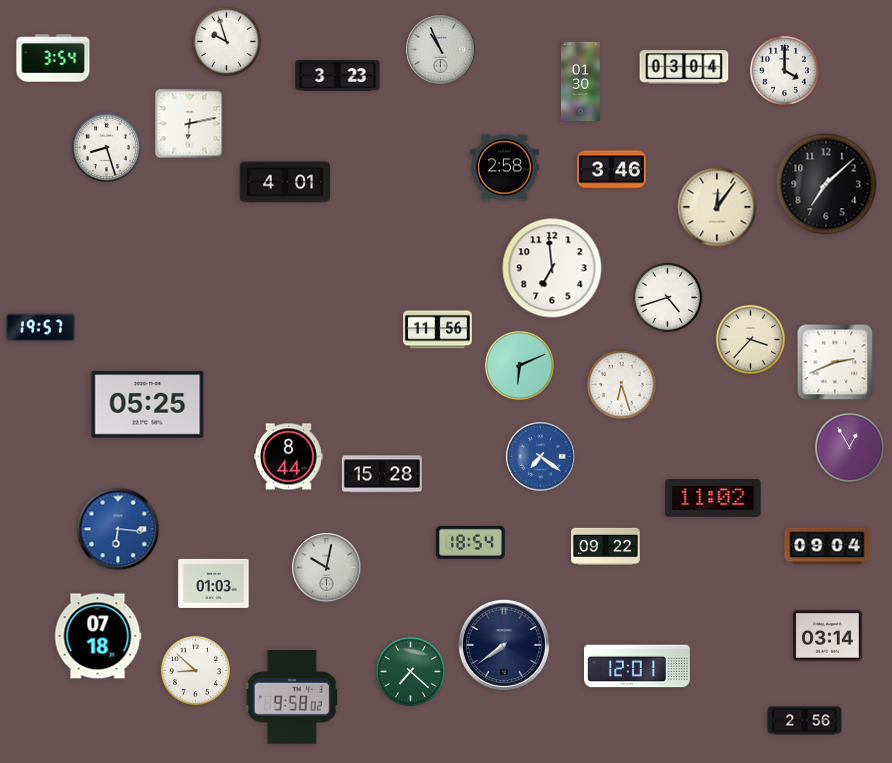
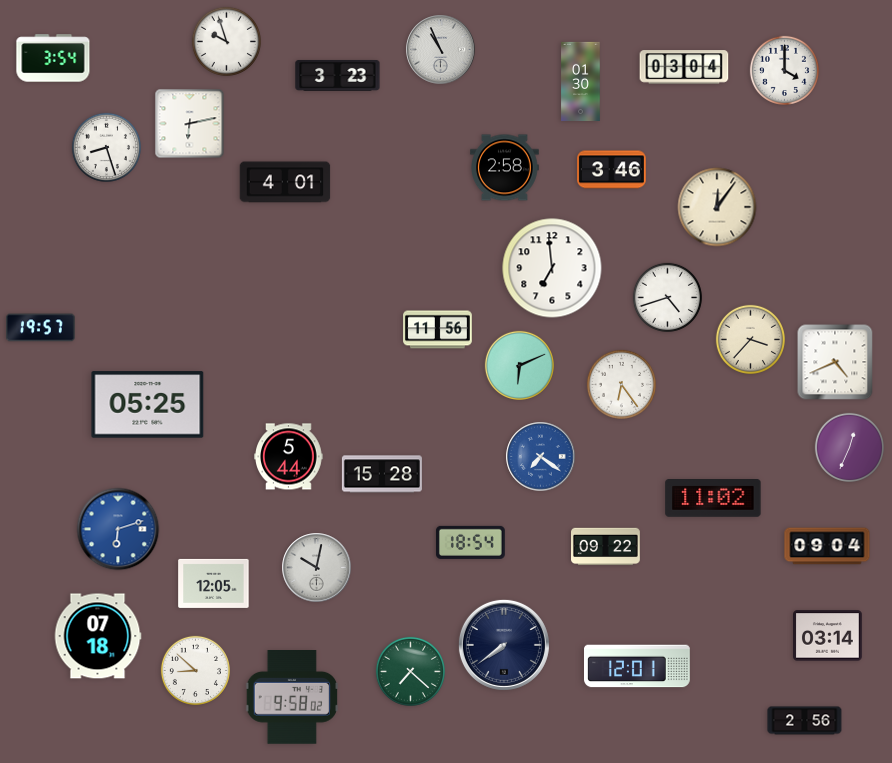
clock at (826, 184): 7:08 -> none
clock at (835, 362): 2:41 -> 4:41
clock at (621, 384): 6:27 -> 6:24
clock at (849, 447): 12:55 -> 12:34
clock at (289, 457): 8:44 -> 5:44
clock at (118, 529): 6:16 -> 6:12
clock at (327, 568) position: (327, 568) -> (317, 568)
clock at (214, 583): 01:03 -> 12:05
